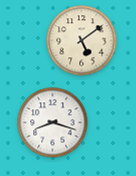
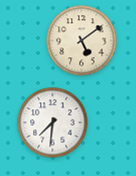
clock at (53, 123): 8:18 -> 7:31
